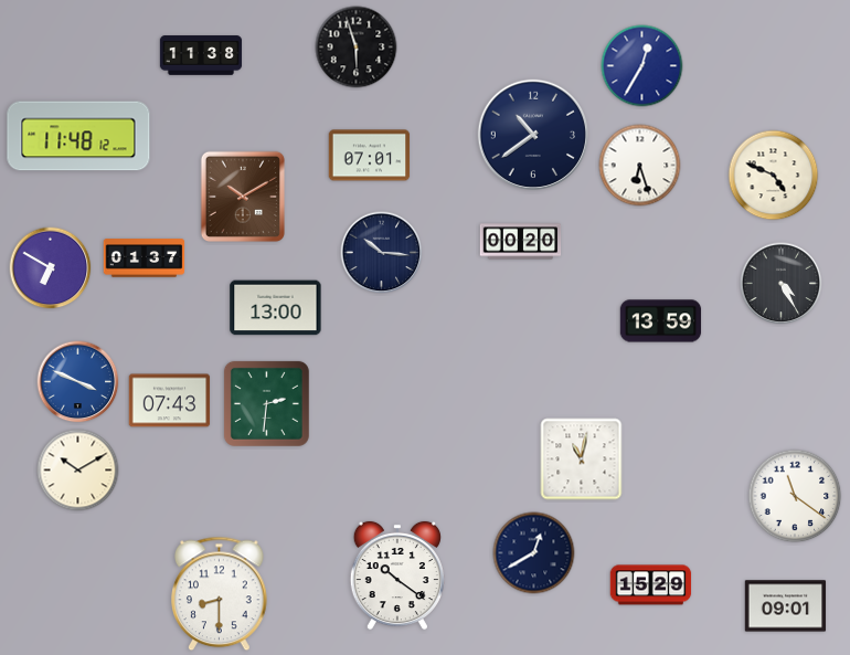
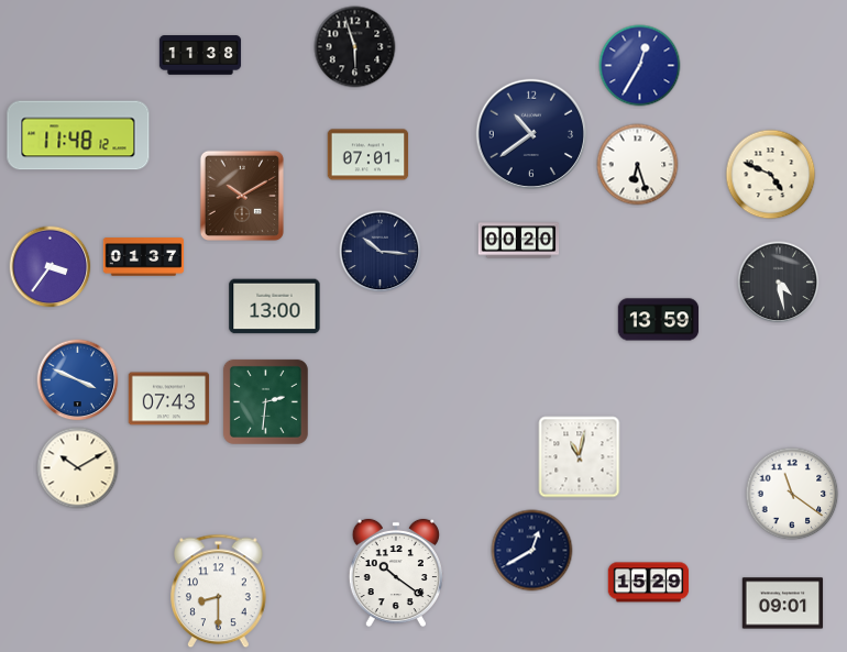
clock at (51, 268): 6:50 -> 3:36
clock at (782, 284): 4:25 -> 4:28
